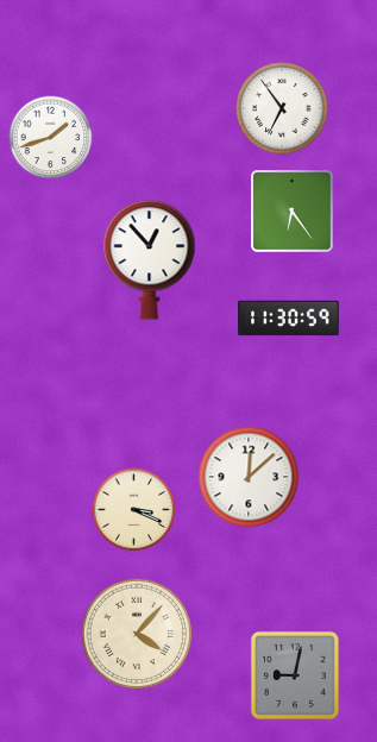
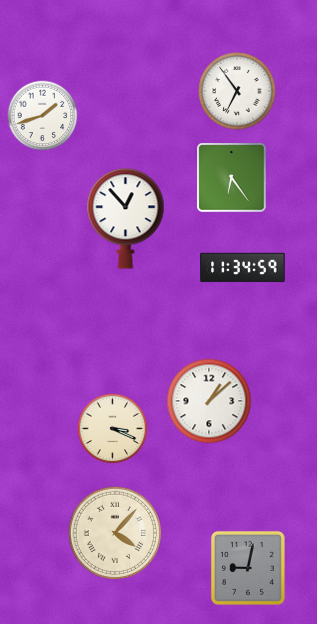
clock at (293, 212) position: (293, 212) -> (232, 178)
clock at (289, 319): 11:30 -> 11:34
clock at (249, 477): 12:08 -> 1:08
